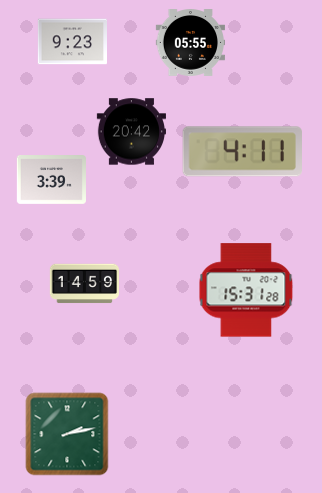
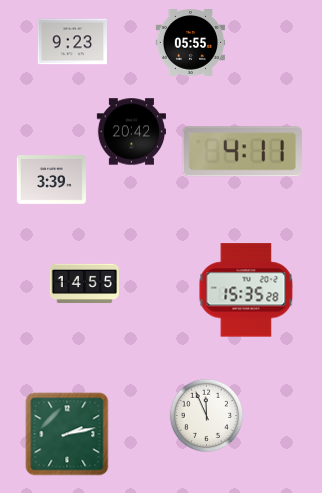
clock at (84, 284): 14:59 -> 14:55
clock at (246, 290): 15:31 -> 15:35
clock at (206, 415): none -> 11:56
